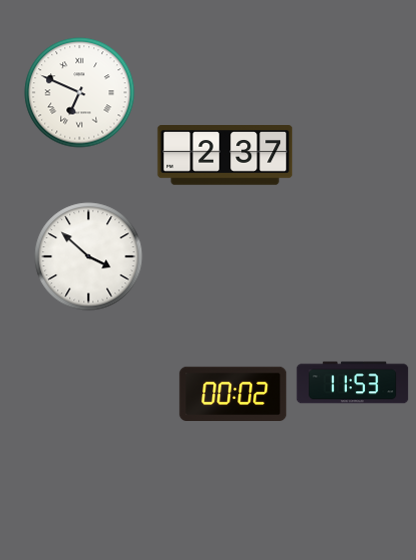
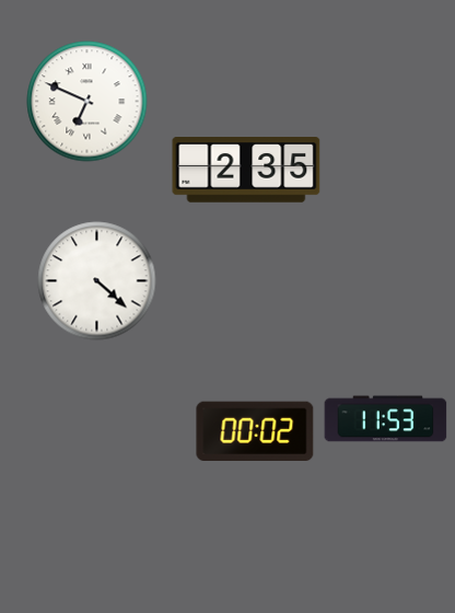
clock at (225, 156): 2:37 -> 2:35
clock at (89, 257): 3:52 -> 4:22
